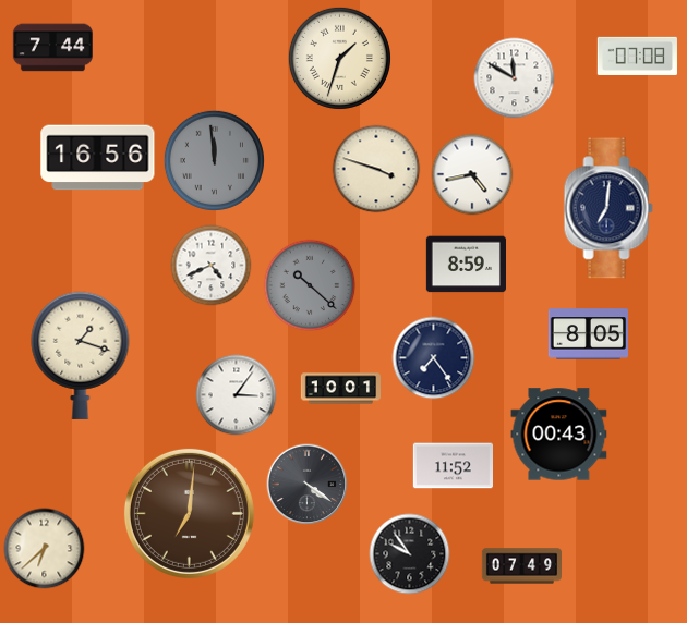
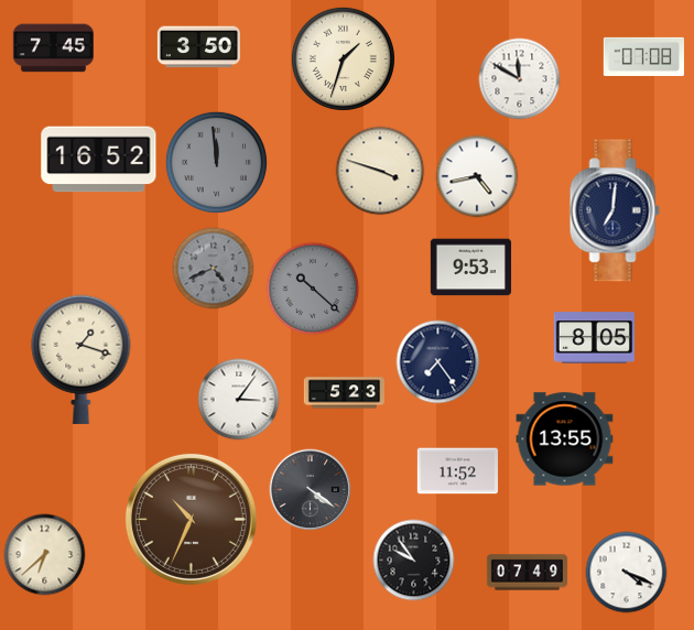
clock at (198, 47): none -> 3:50
clock at (52, 48): 7:44 -> 7:45
clock at (98, 158): 16:56 -> 16:52
clock at (466, 265): 8:59 -> 9:53
clock at (212, 266) dial: white -> grey
clock at (340, 389): 10:01 -> 5:23
clock at (559, 435): 00:43 -> 13:55
clock at (189, 513): 7:01 -> 10:34
clock at (627, 573): none -> 4:19
